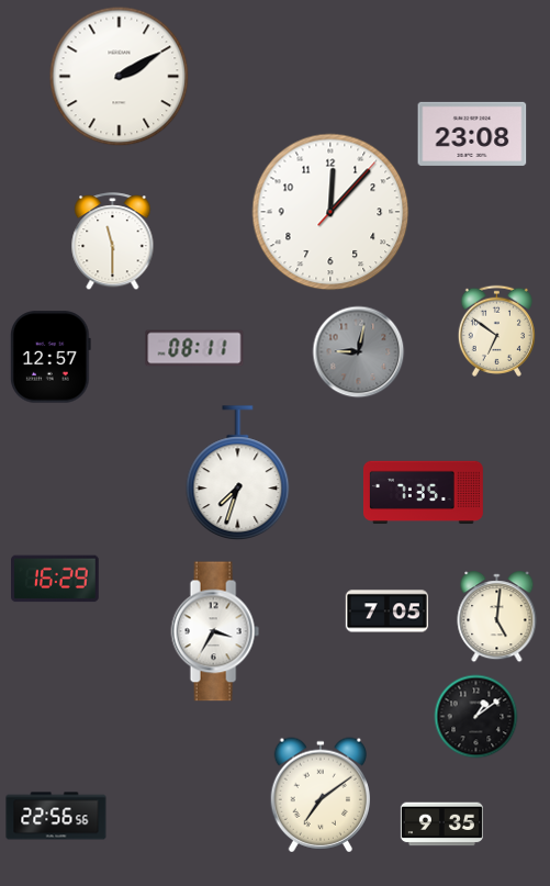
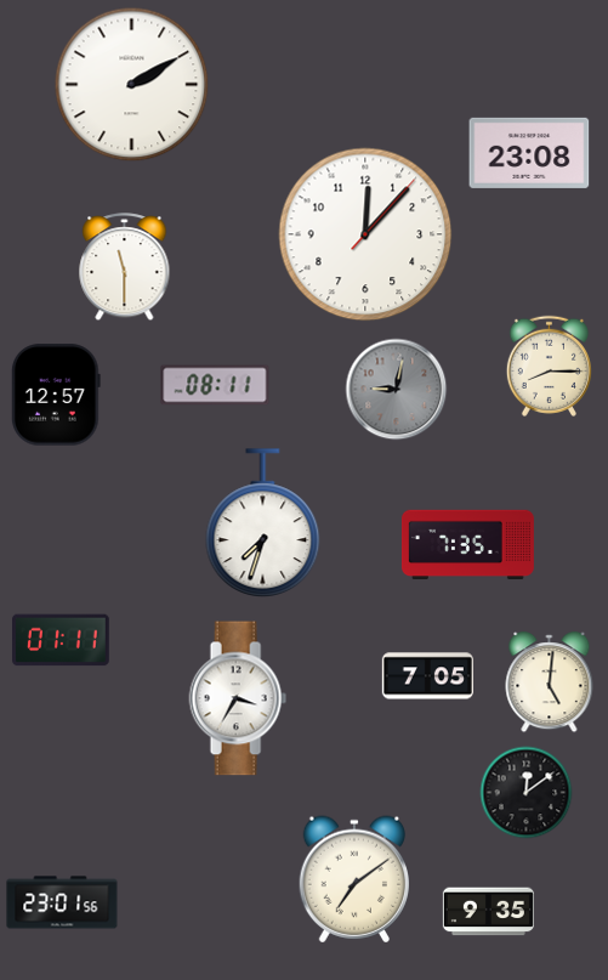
clock at (472, 134) position: (472, 134) -> (529, 153)
clock at (496, 330): 6:51 -> 8:15
clock at (56, 579): 16:29 -> 01:11
clock at (476, 717): 1:09 -> 12:09
clock at (56, 816): 22:56 -> 23:01
